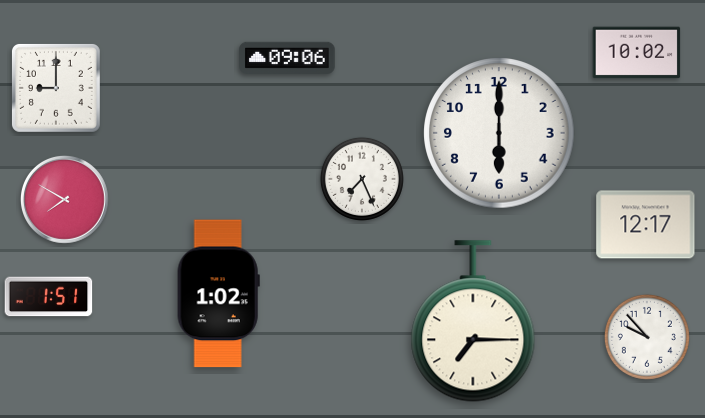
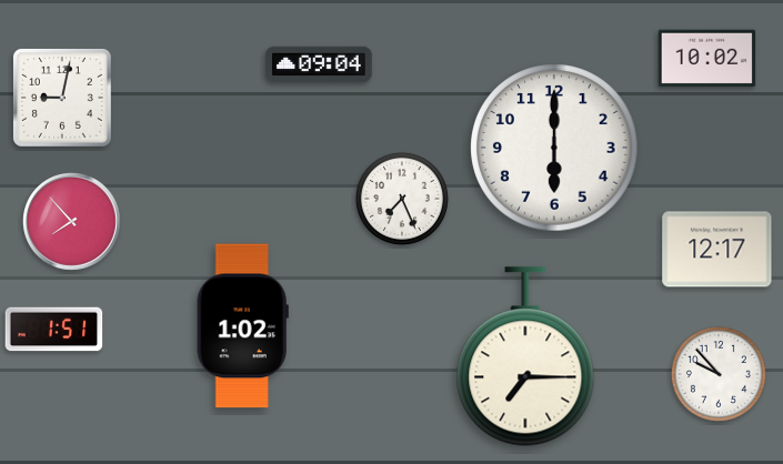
clock at (287, 58): 09:06 -> 09:04
clock at (56, 88): 9:00 -> 9:02
clock at (65, 200): 7:50 -> 7:53
